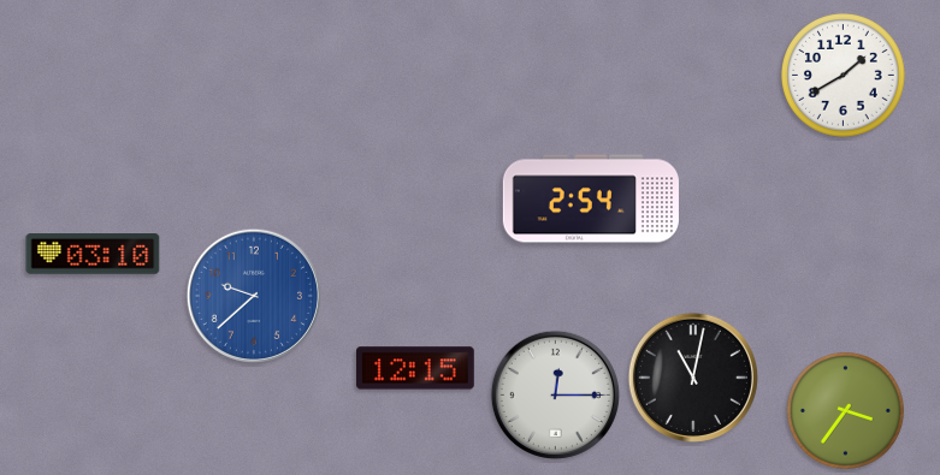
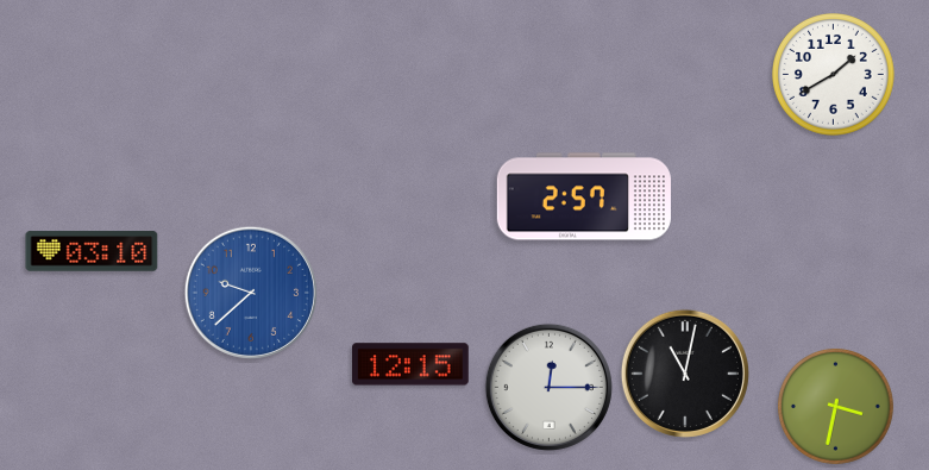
clock at (591, 198): 2:54 -> 2:57
clock at (555, 394) position: (555, 394) -> (548, 387)
clock at (845, 410): 3:36 -> 3:32
